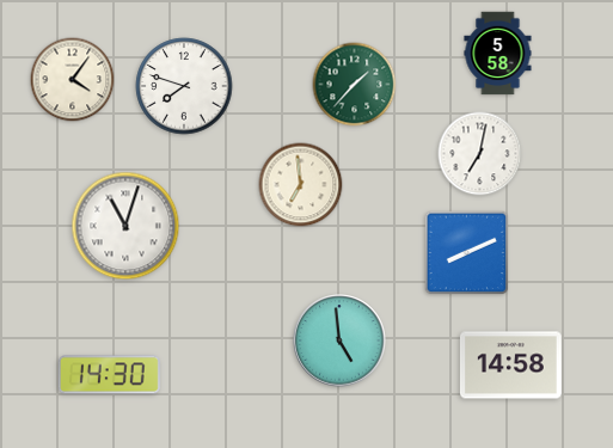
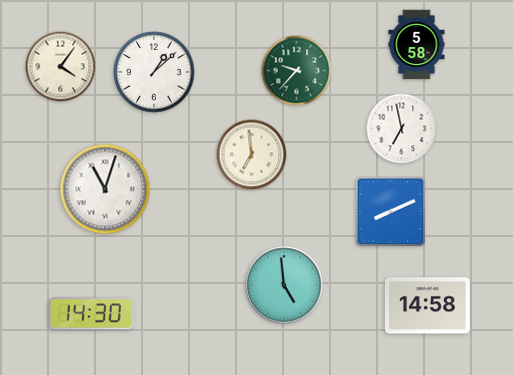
clock at (355, 85): 1:37 -> 9:37
clock at (184, 86): 7:48 -> 1:08
clock at (480, 154): 7:02 -> 6:58
